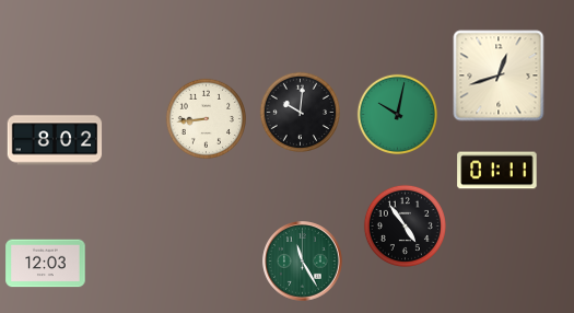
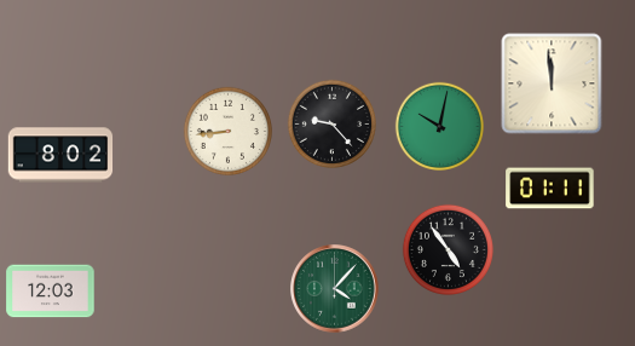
clock at (499, 76): 12:42 -> 11:59
clock at (300, 112): 10:01 -> 9:23
clock at (303, 262): 11:25 -> 4:07
